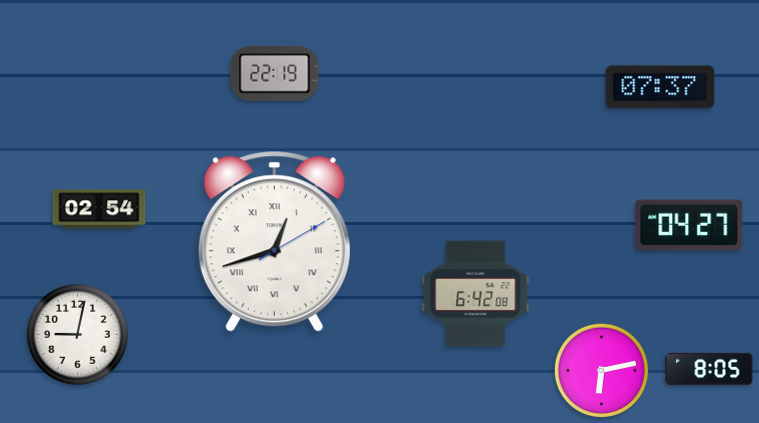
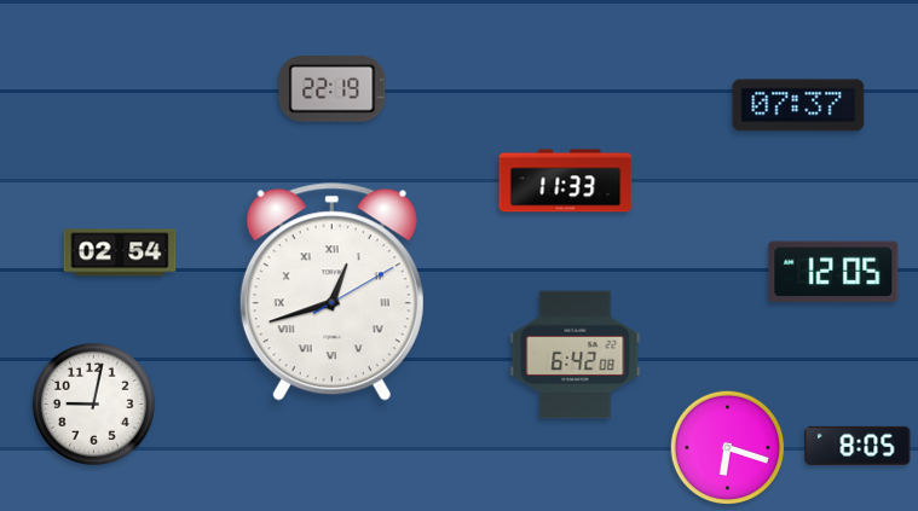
clock at (566, 181): none -> 11:33
clock at (689, 225): 04:27 -> 12:05
clock at (602, 371): 6:13 -> 6:18
